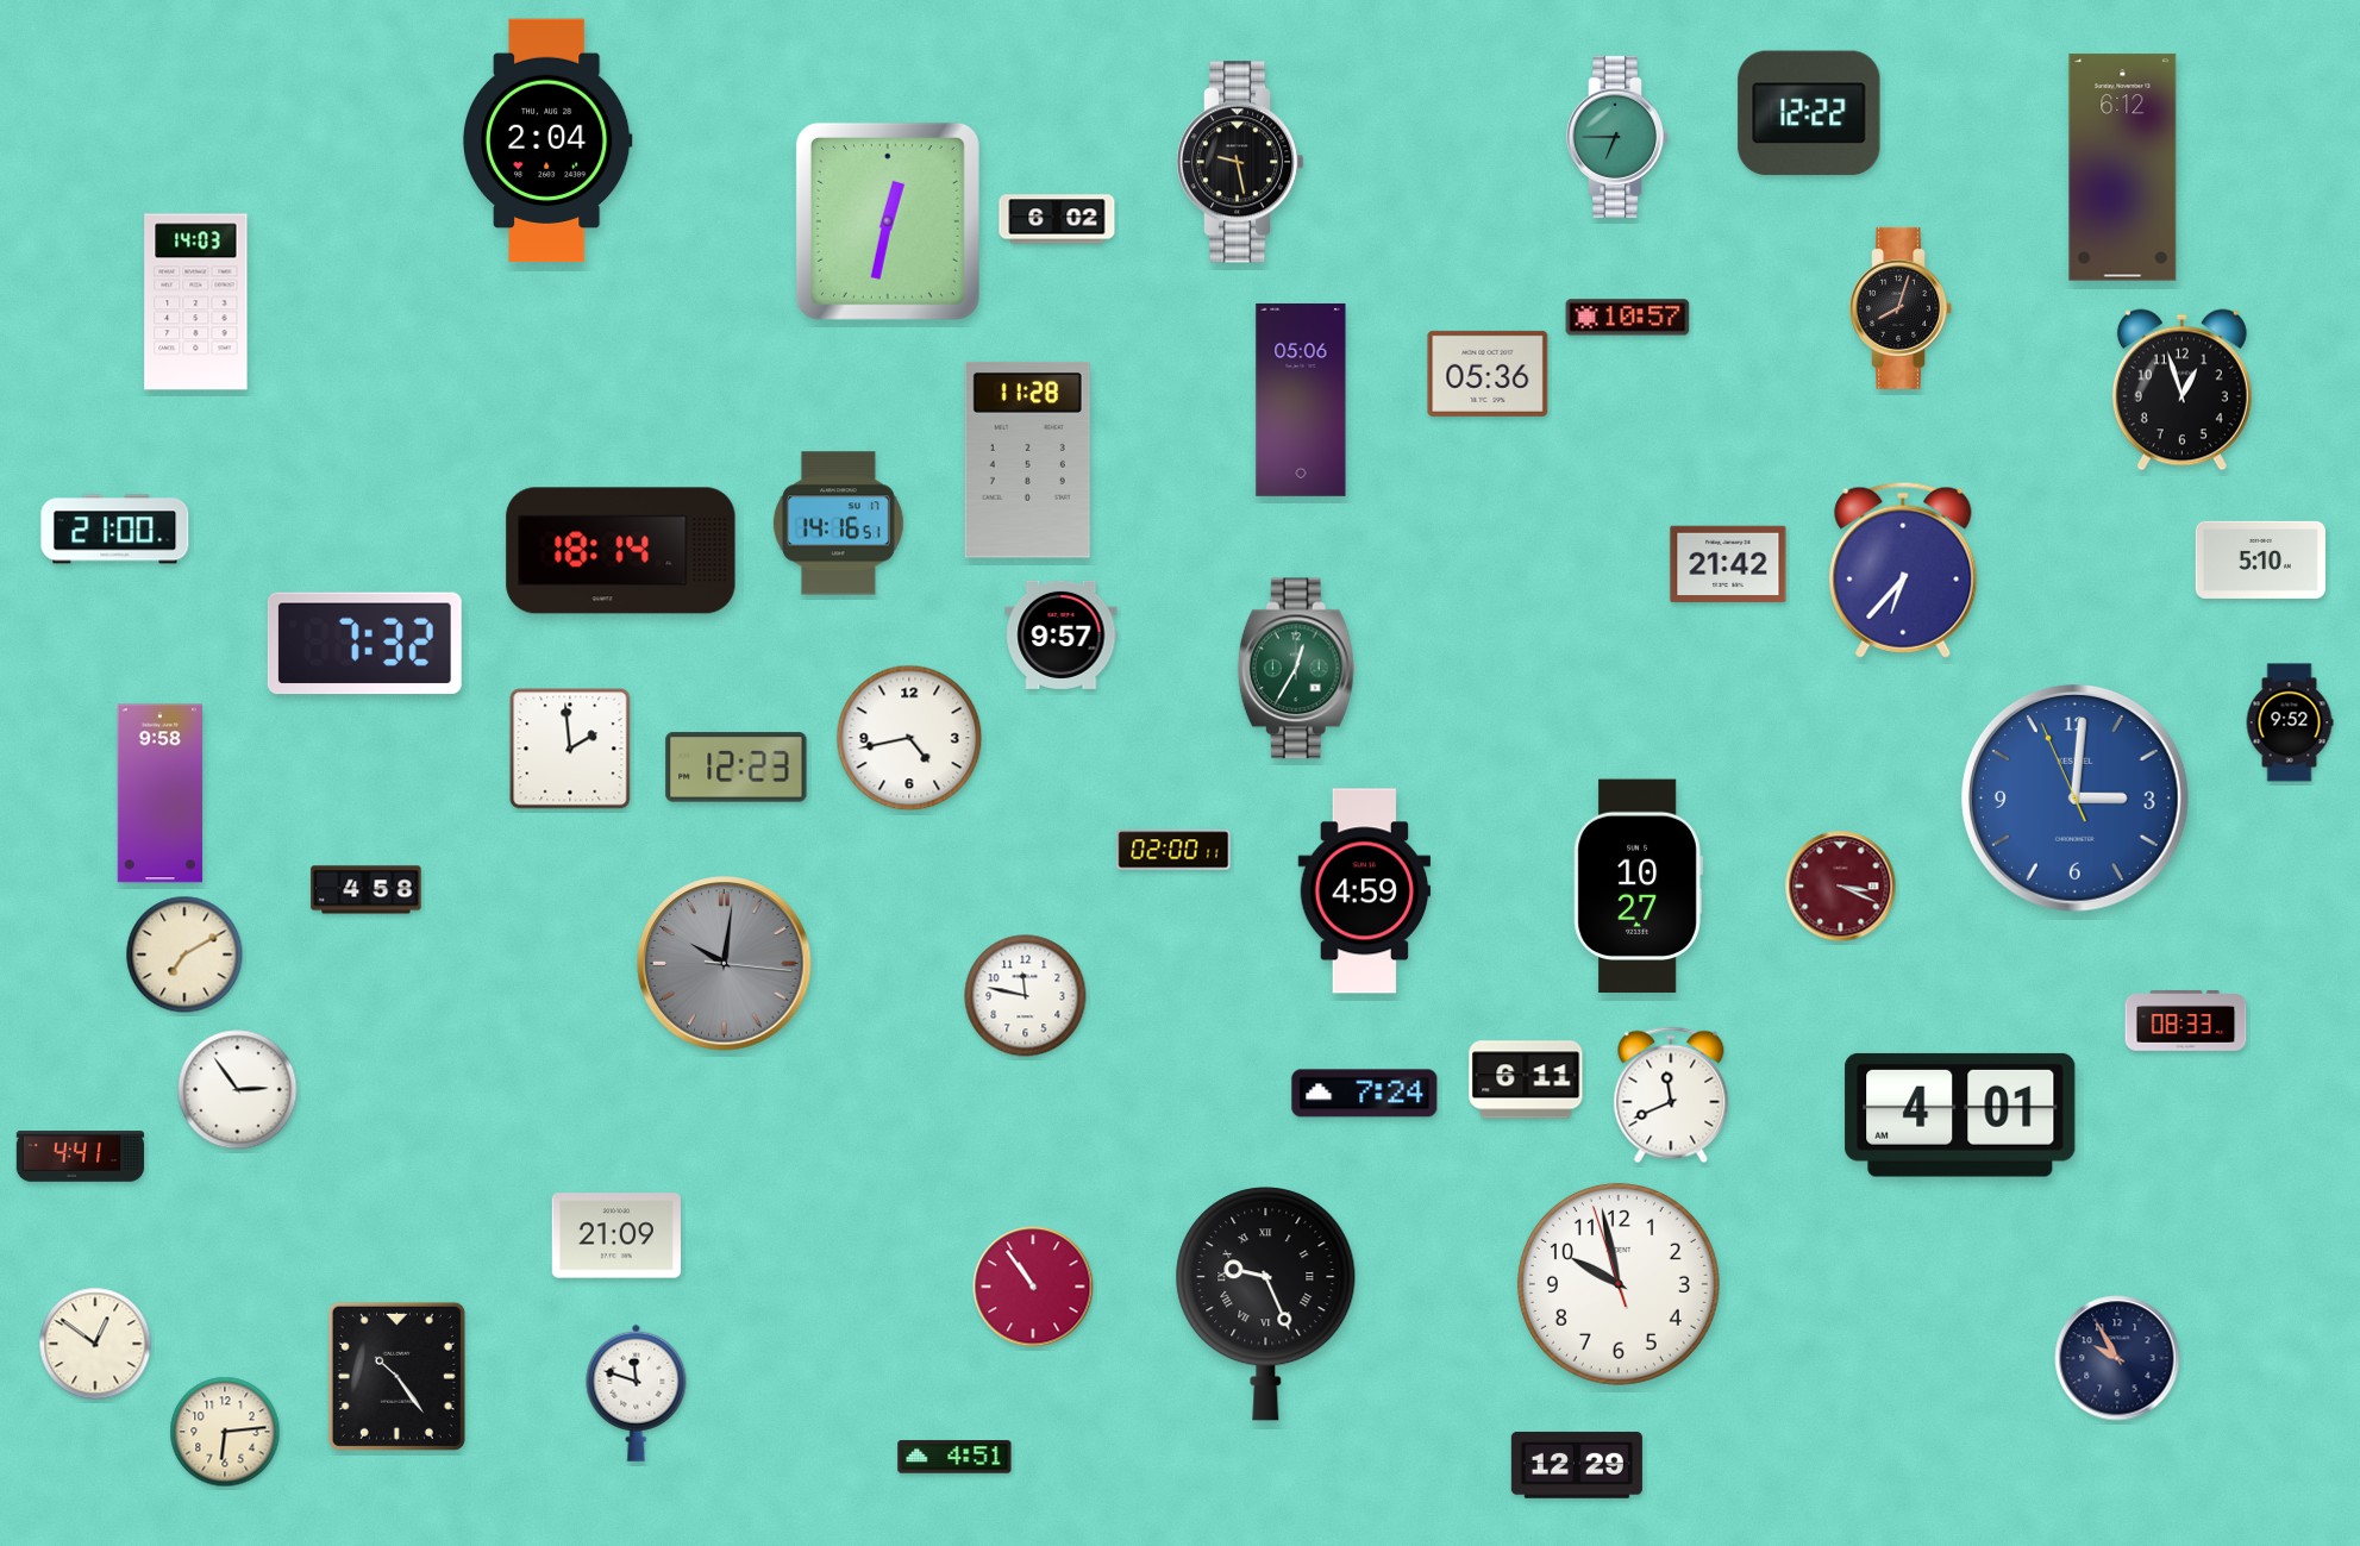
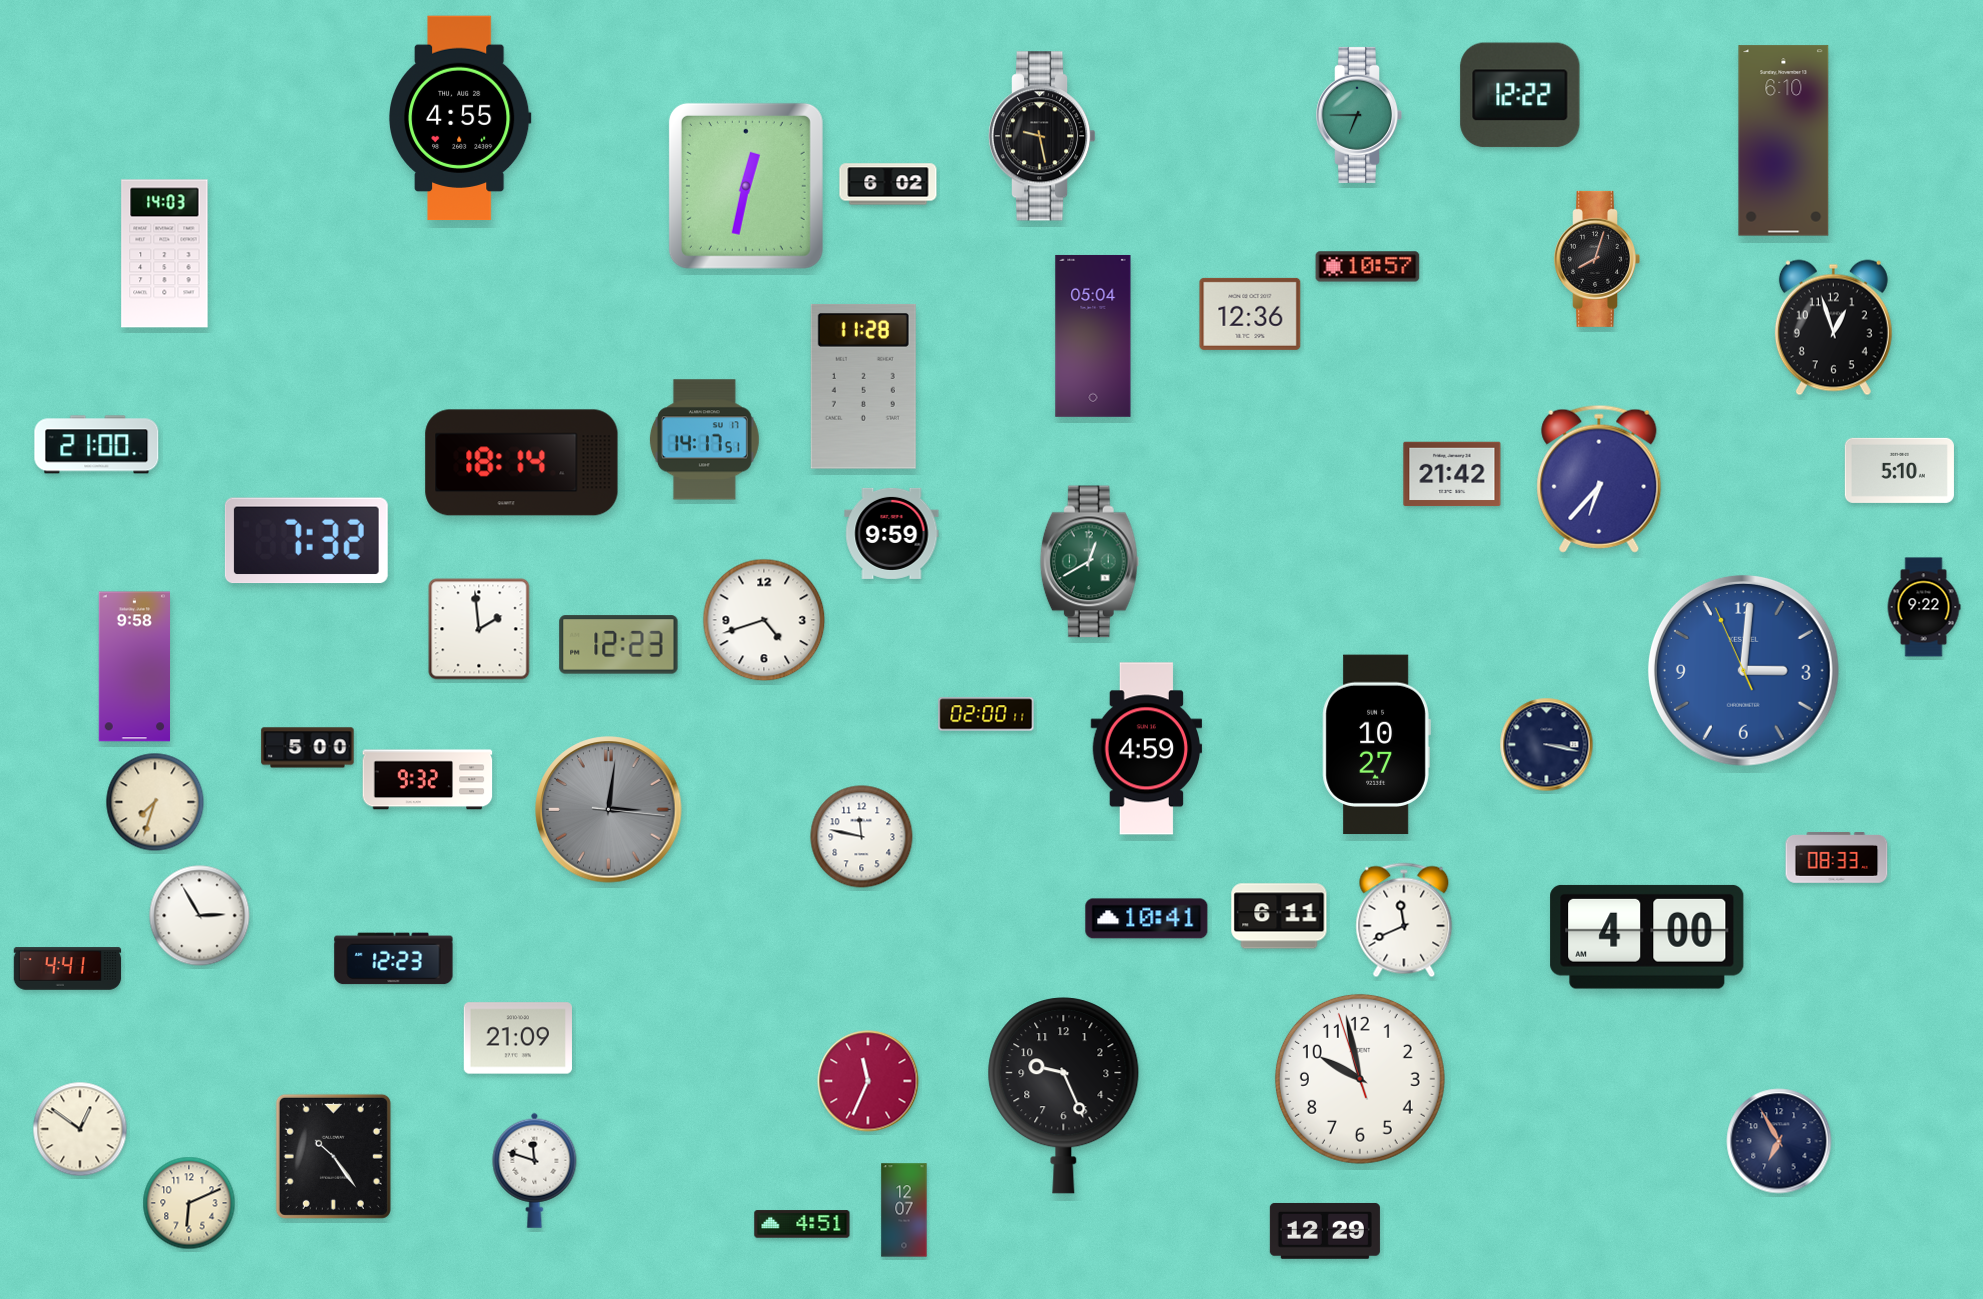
clock at (549, 140): 2:04 -> 4:55
clock at (2123, 168): 6:12 -> 6:10
clock at (1488, 374): 05:36 -> 12:36
clock at (1301, 400): 05:06 -> 05:04
clock at (838, 524): 14:16 -> 14:17
clock at (1062, 634): 9:57 -> 9:59
clock at (1296, 669): 12:35 -> 12:40
clock at (2290, 722): 9:52 -> 9:22
clock at (909, 738): 4:43 -> 4:42
clock at (1841, 887): 3:19 -> 3:17
clock at (1841, 887) dial: burgundy -> navy
clock at (367, 890): 4:58 -> 5:00
clock at (428, 780): none -> 9:32
clock at (184, 954): 7:10 -> 7:33
clock at (725, 964): 10:01 -> 3:01
clock at (1526, 1079) position: (1526, 1079) -> (1279, 916)
clock at (238, 1090): 2:54 -> 2:55
clock at (1365, 1094): 7:24 -> 10:41
clock at (1960, 1115): 4:01 -> 4:00
clock at (394, 959): none -> 12:23
clock at (81, 1157) position: (81, 1157) -> (68, 969)
clock at (1033, 1287): 10:54 -> 11:34
clock at (1266, 1304) numerals: Roman -> Arabic
clock at (2117, 1358): 9:55 -> 6:55
clock at (225, 1432): 6:14 -> 6:11
clock at (904, 1210): none -> 12:07
